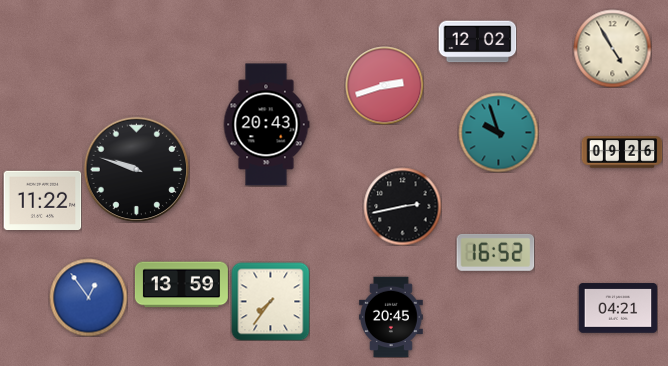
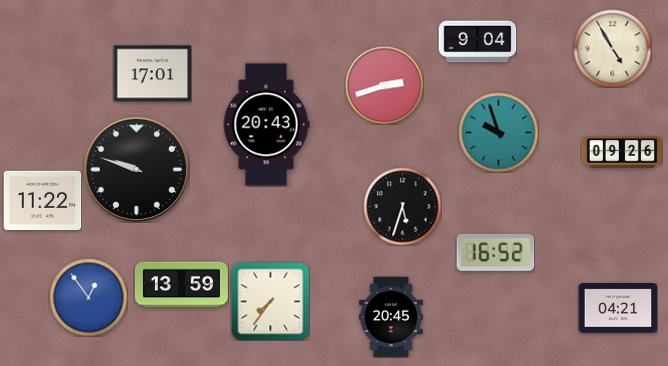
clock at (477, 42): 12:02 -> 9:04
clock at (152, 74): none -> 17:01
clock at (402, 206): 2:43 -> 5:33
